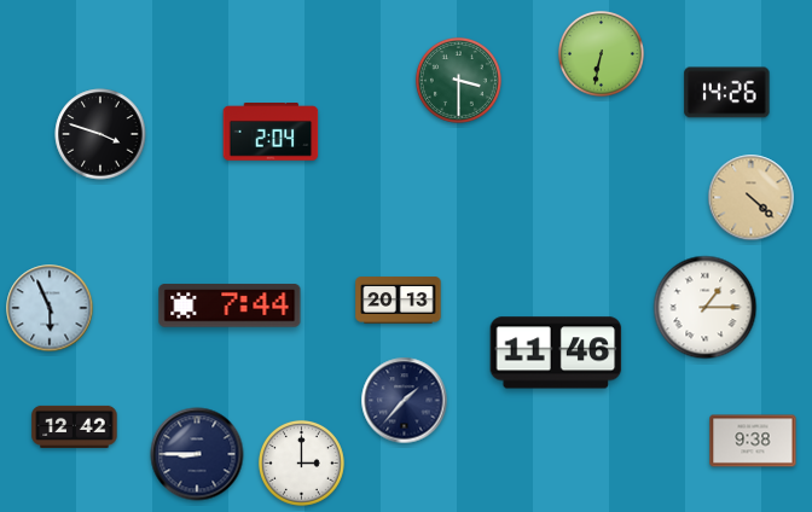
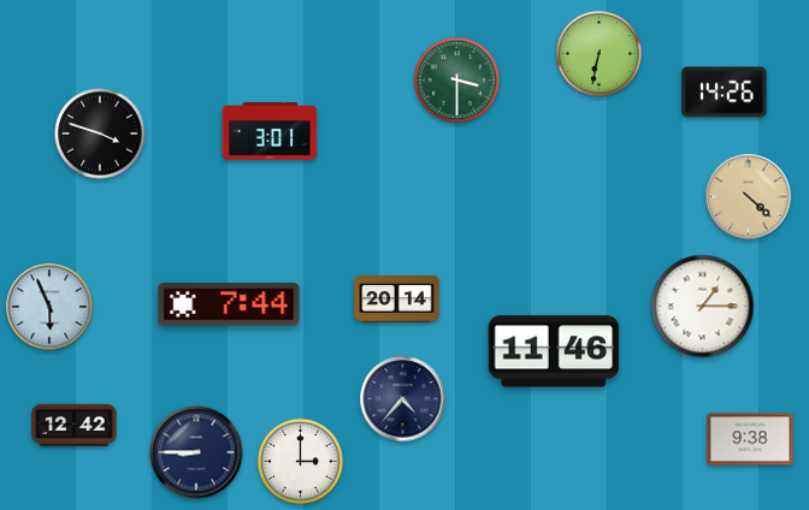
clock at (271, 133): 2:04 -> 3:01
clock at (399, 301): 20:13 -> 20:14
clock at (405, 401): 1:37 -> 4:37
